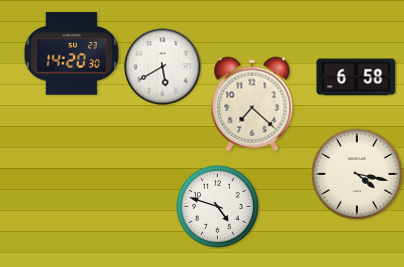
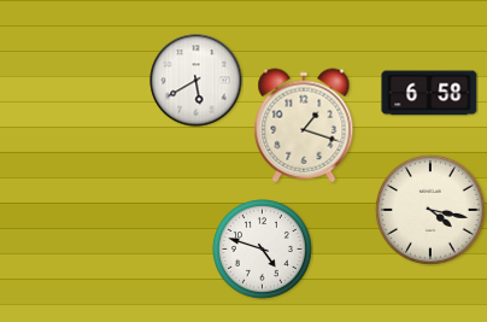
clock at (71, 54): 14:20 -> none
clock at (252, 104): 7:22 -> 1:18
